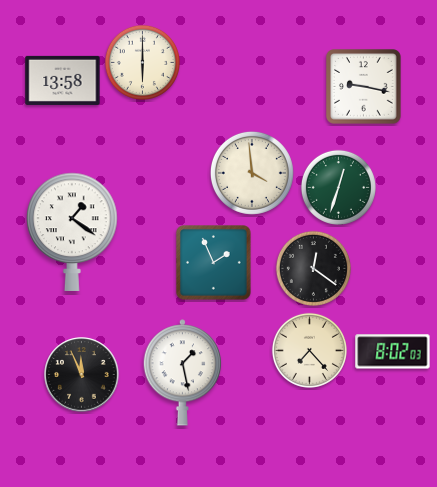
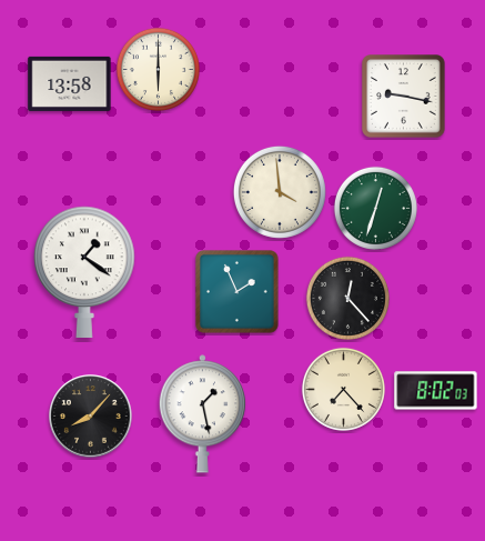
clock at (63, 80) position: (63, 80) -> (70, 83)
clock at (72, 232) position: (72, 232) -> (84, 272)
clock at (313, 268): 12:21 -> 12:23
clock at (82, 375): 11:56 -> 8:07
